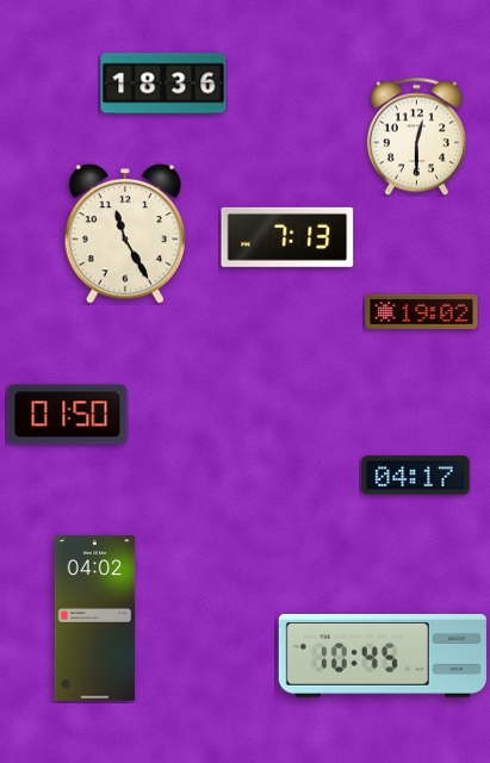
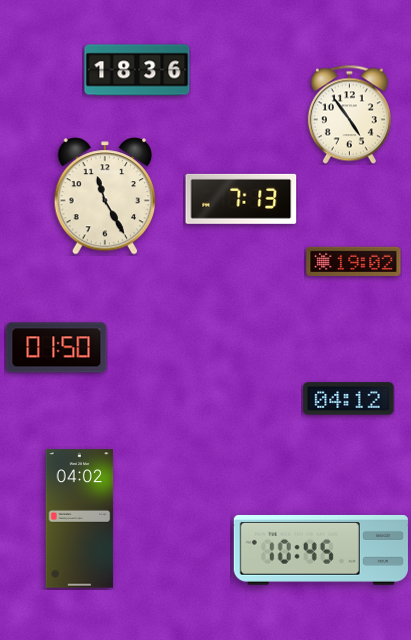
clock at (416, 136): 12:30 -> 4:54
clock at (416, 476): 04:17 -> 04:12
